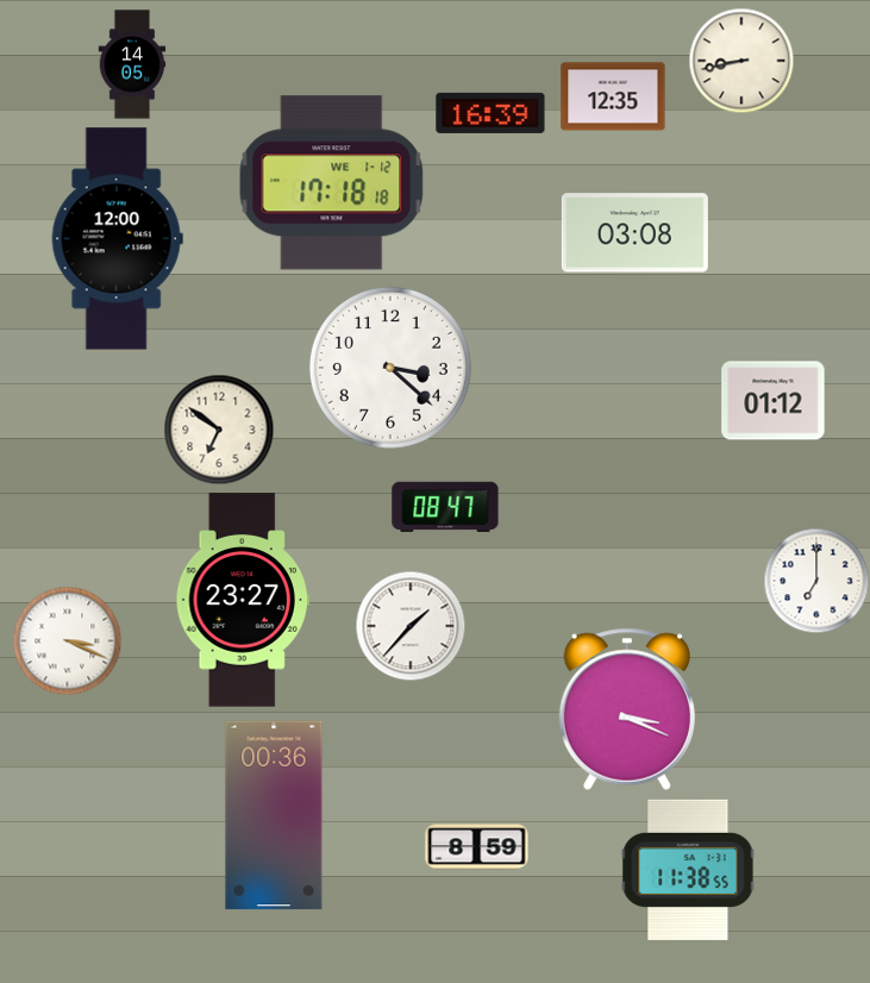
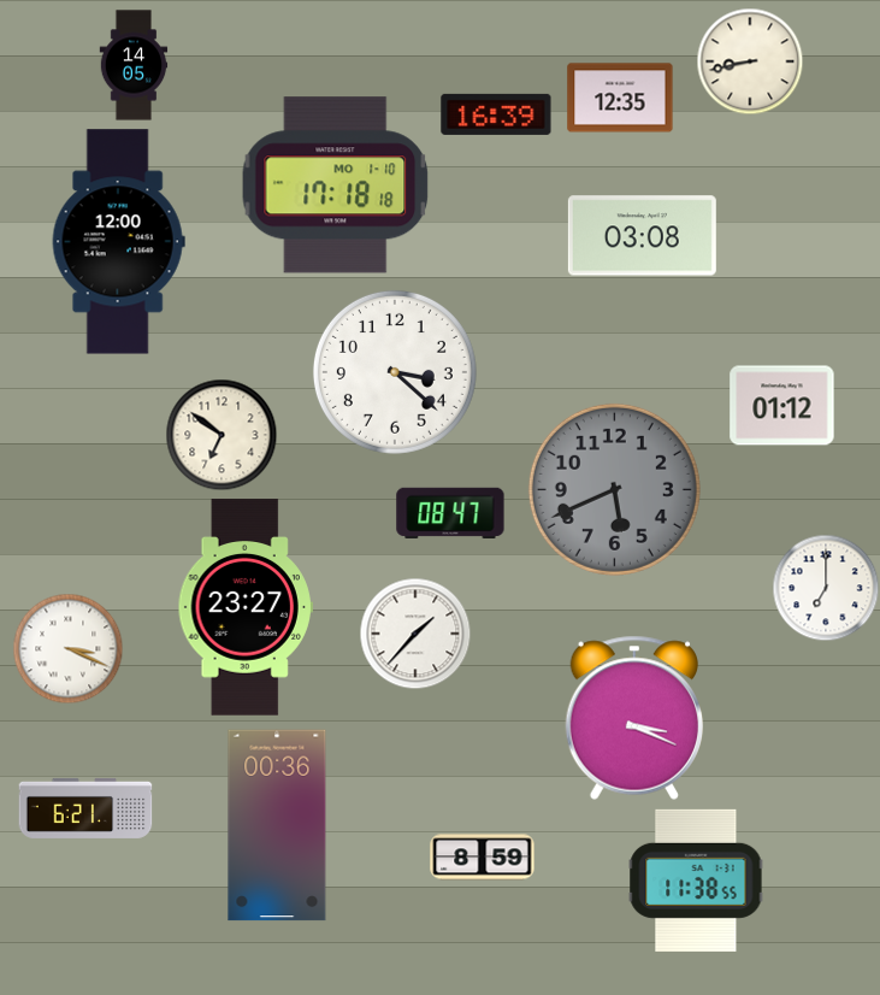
clock at (332, 183) date: WE 1-12 -> MO 1-10
clock at (614, 489): none -> 5:41
clock at (85, 808): none -> 6:21
